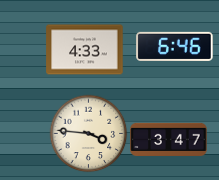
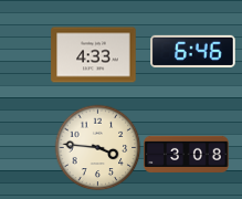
clock at (169, 139): 3:47 -> 3:08
